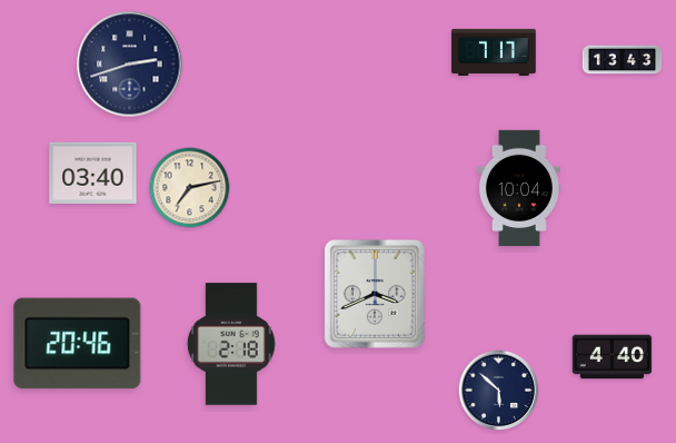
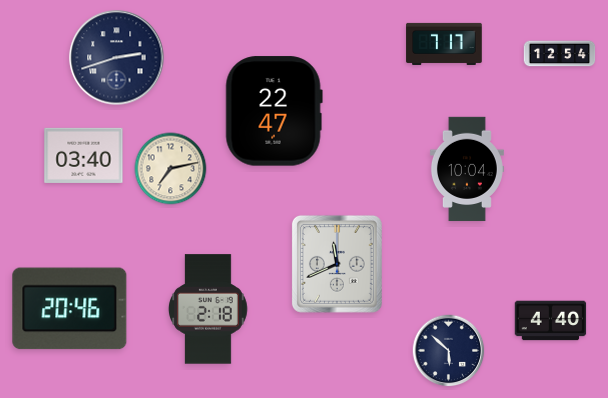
clock at (494, 52) position: (494, 52) -> (444, 44)
clock at (623, 60): 13:43 -> 12:54
clock at (274, 111): none -> 22:47
clock at (375, 294): 3:41 -> 11:41
